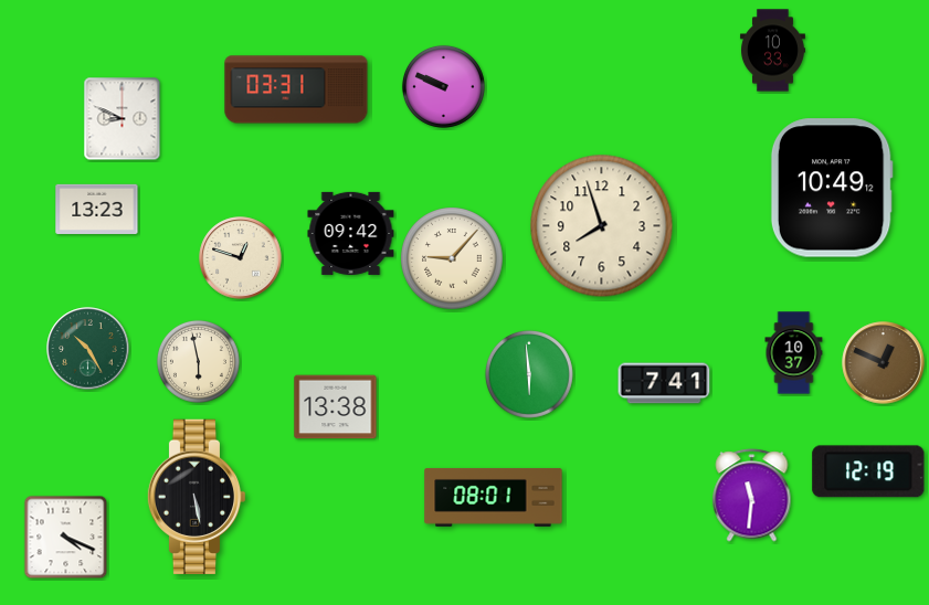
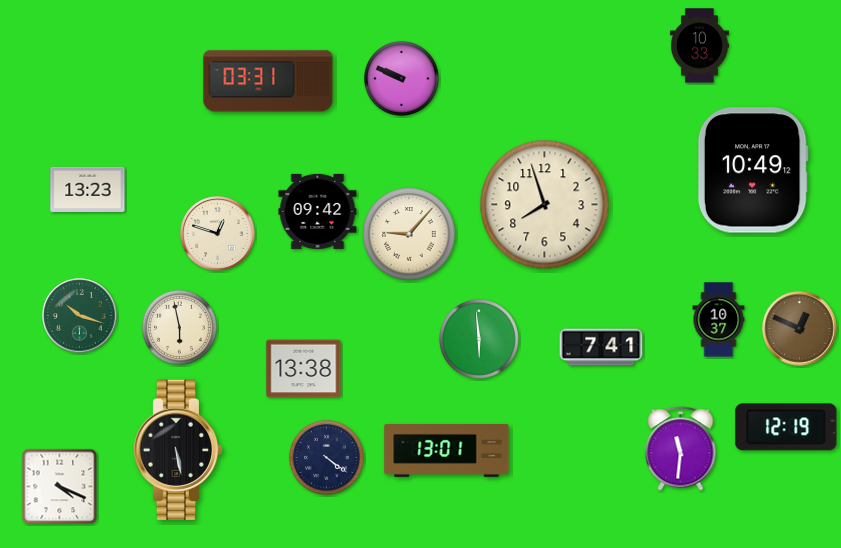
clock at (123, 119): 8:49 -> none
clock at (88, 349): 10:25 -> 10:18
clock at (494, 497): 08:01 -> 13:01
clock at (326, 457): none -> 4:21
